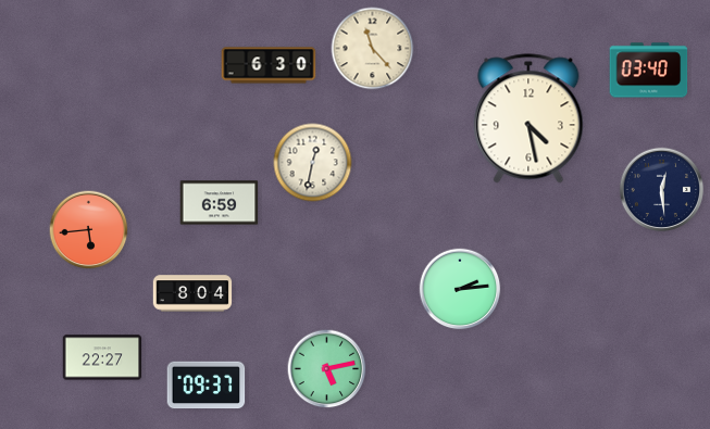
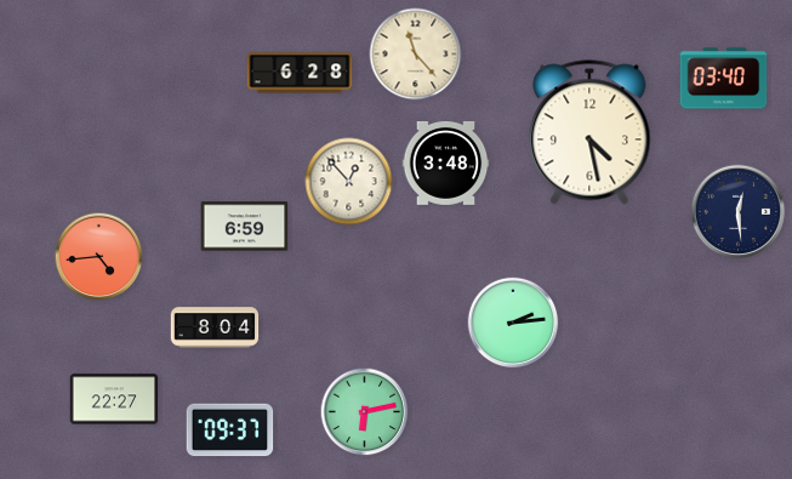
clock at (269, 65): 6:30 -> 6:28
clock at (446, 162): none -> 3:48
clock at (313, 163): 12:32 -> 12:53
clock at (89, 230): 5:44 -> 4:44
clock at (327, 369): 5:13 -> 6:13
